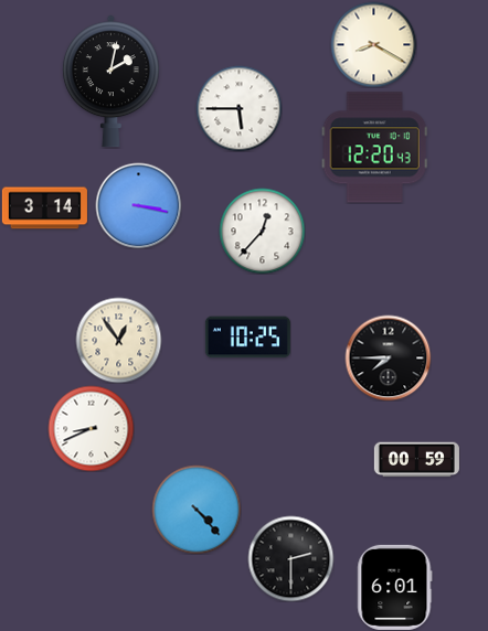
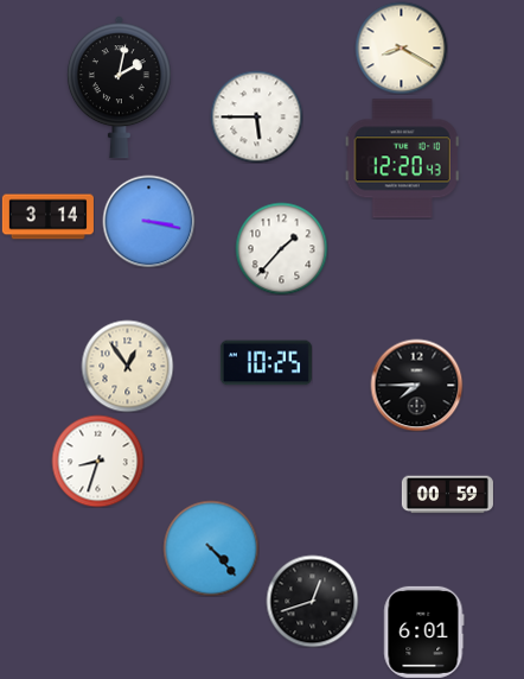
clock at (44, 208) position: (44, 208) -> (47, 217)
clock at (262, 231): 12:37 -> 1:37
clock at (91, 428): 8:41 -> 8:33
clock at (290, 558): 2:30 -> 12:42
